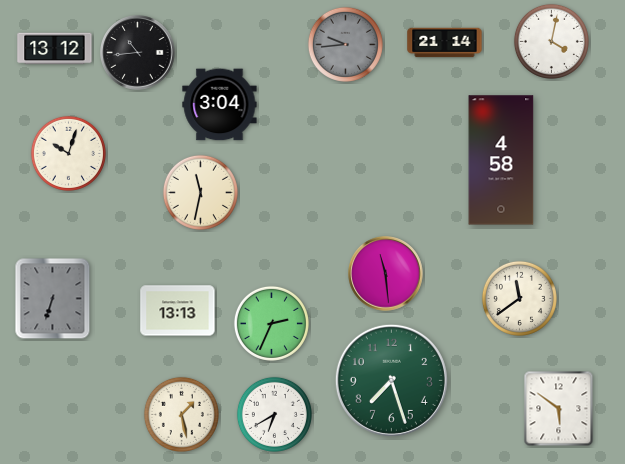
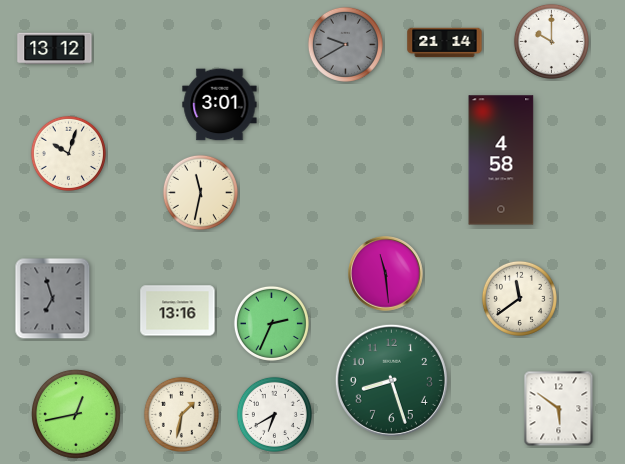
clock at (551, 41): 4:02 -> 10:00
clock at (345, 44): 9:44 -> 9:40
clock at (138, 53): 10:44 -> none
clock at (220, 105): 3:04 -> 3:01
clock at (53, 299): 6:33 -> 6:57
clock at (178, 311): 13:13 -> 13:16
clock at (391, 380): 7:27 -> 8:27
clock at (76, 414): none -> 12:43
clock at (181, 414): 1:28 -> 1:32
